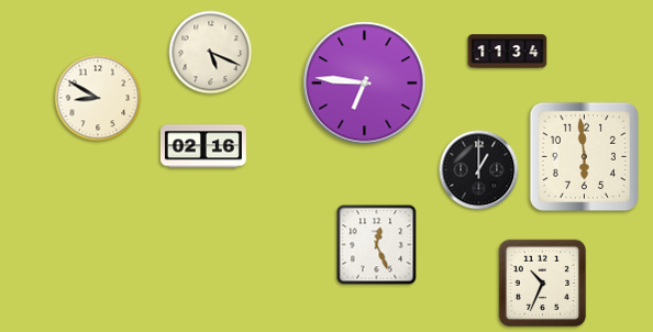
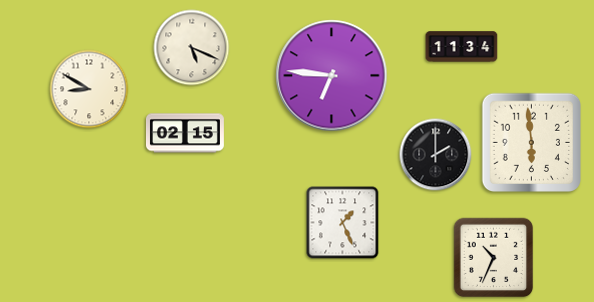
clock at (203, 146): 02:16 -> 02:15
clock at (479, 170): 1:00 -> 2:00
clock at (377, 245): 12:26 -> 1:26
